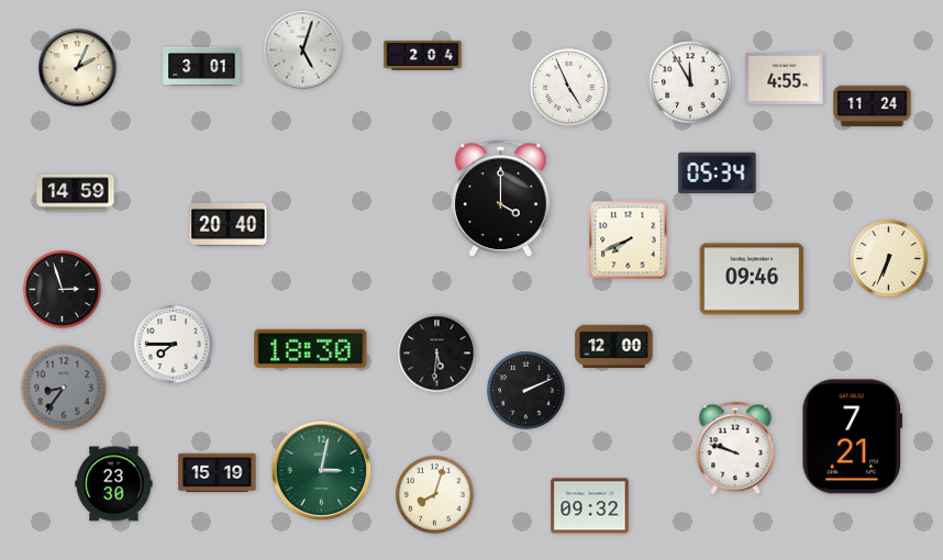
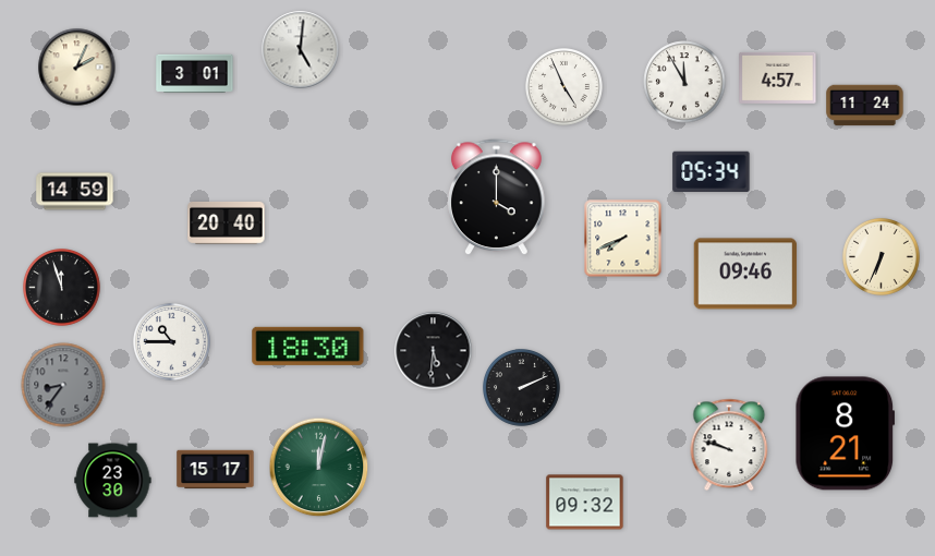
clock at (303, 51): 5:03 -> 5:01
clock at (423, 56): 2:04 -> none
clock at (202, 66) position: (202, 66) -> (195, 73)
clock at (785, 78): 4:55 -> 4:57
clock at (752, 279) position: (752, 279) -> (745, 274)
clock at (63, 290): 2:57 -> 11:57
clock at (174, 345): 7:45 -> 10:45
clock at (614, 347): 12:00 -> none
clock at (853, 437): 7:21 -> 8:21
clock at (322, 471): 3:02 -> 12:02
clock at (218, 473): 15:19 -> 15:17
clock at (435, 495): 8:03 -> none
